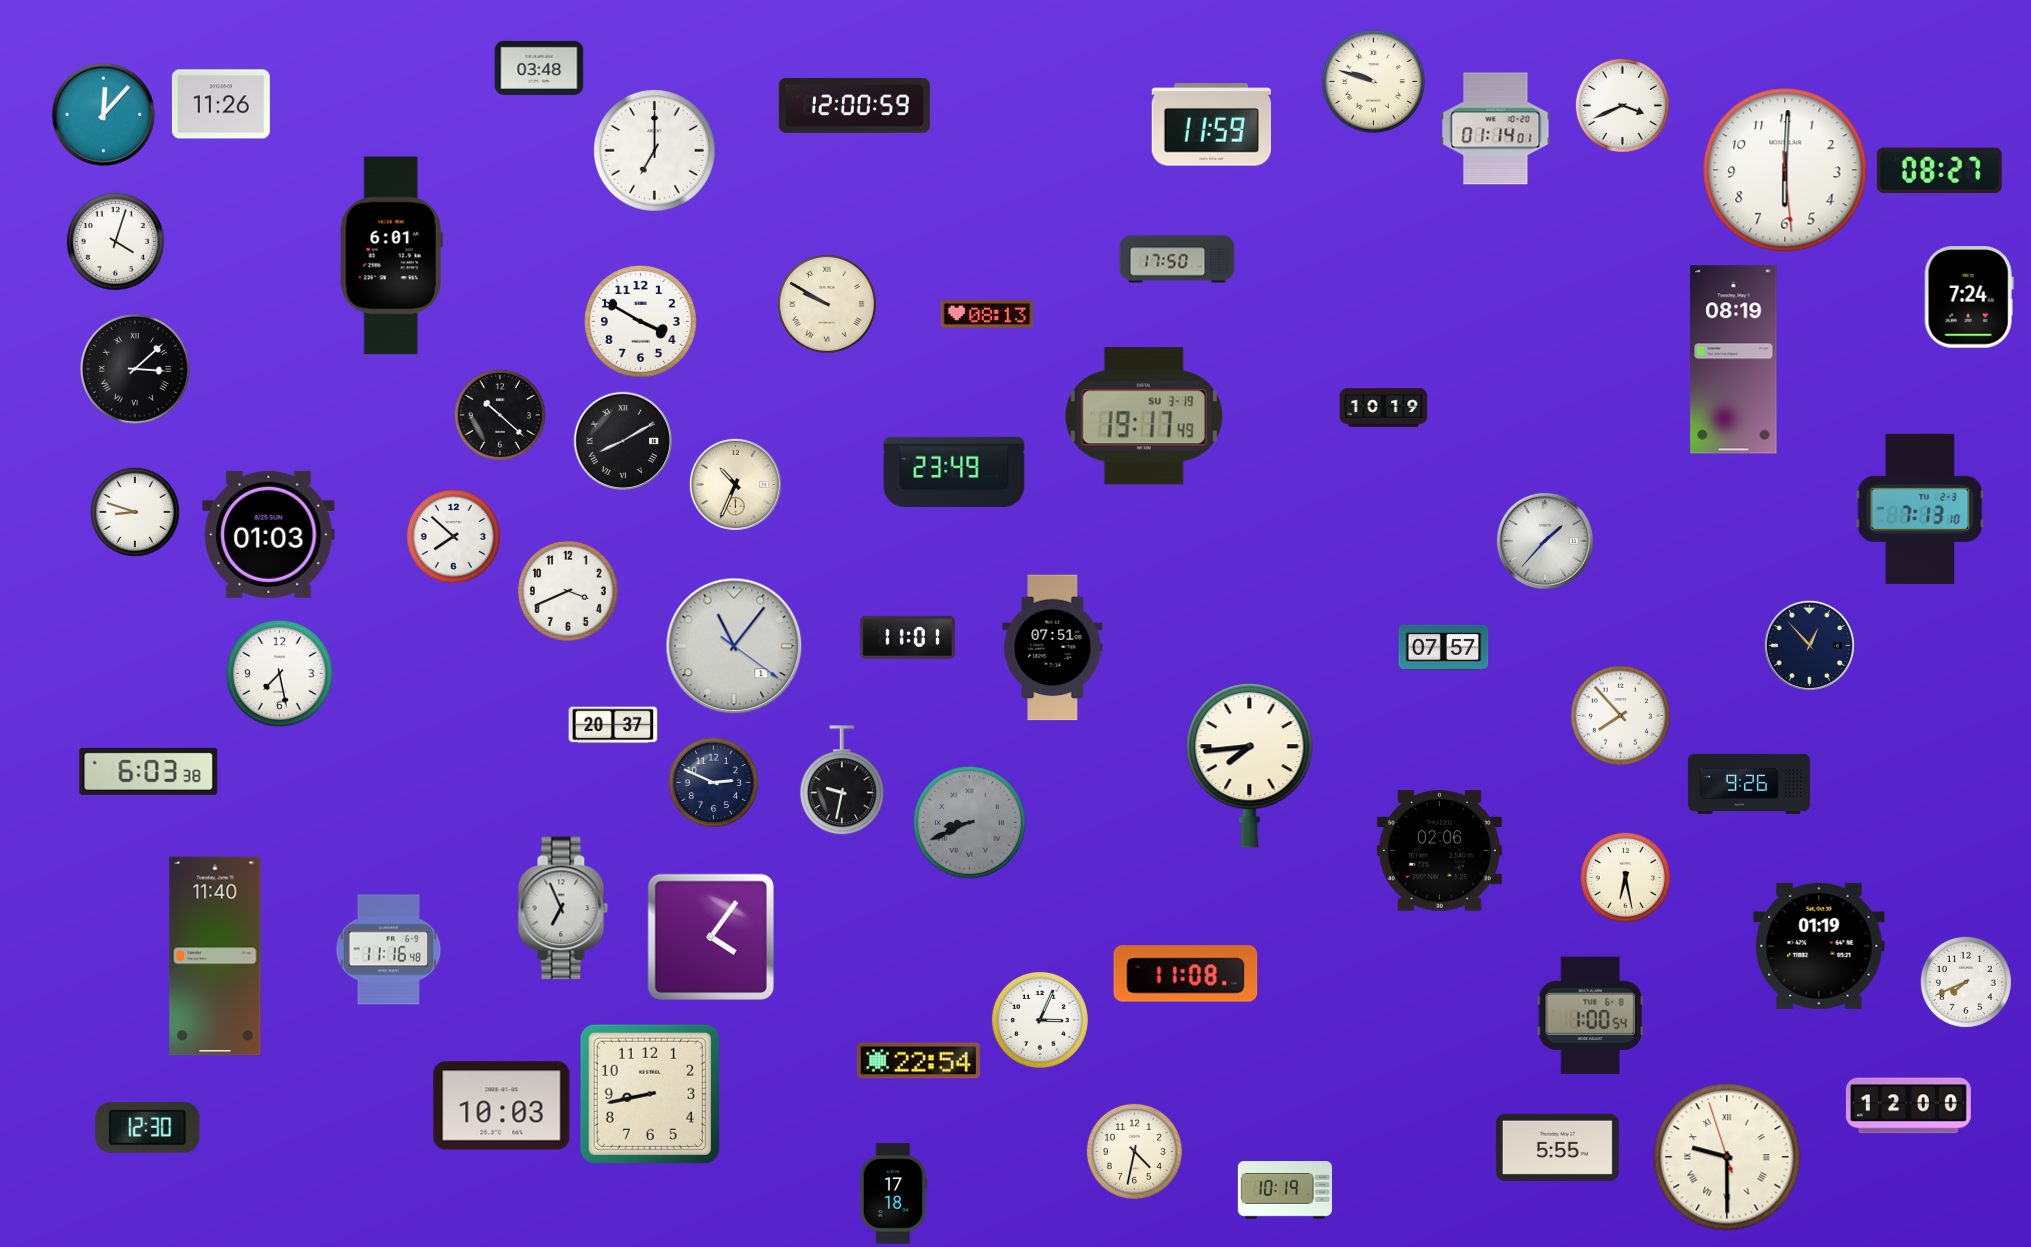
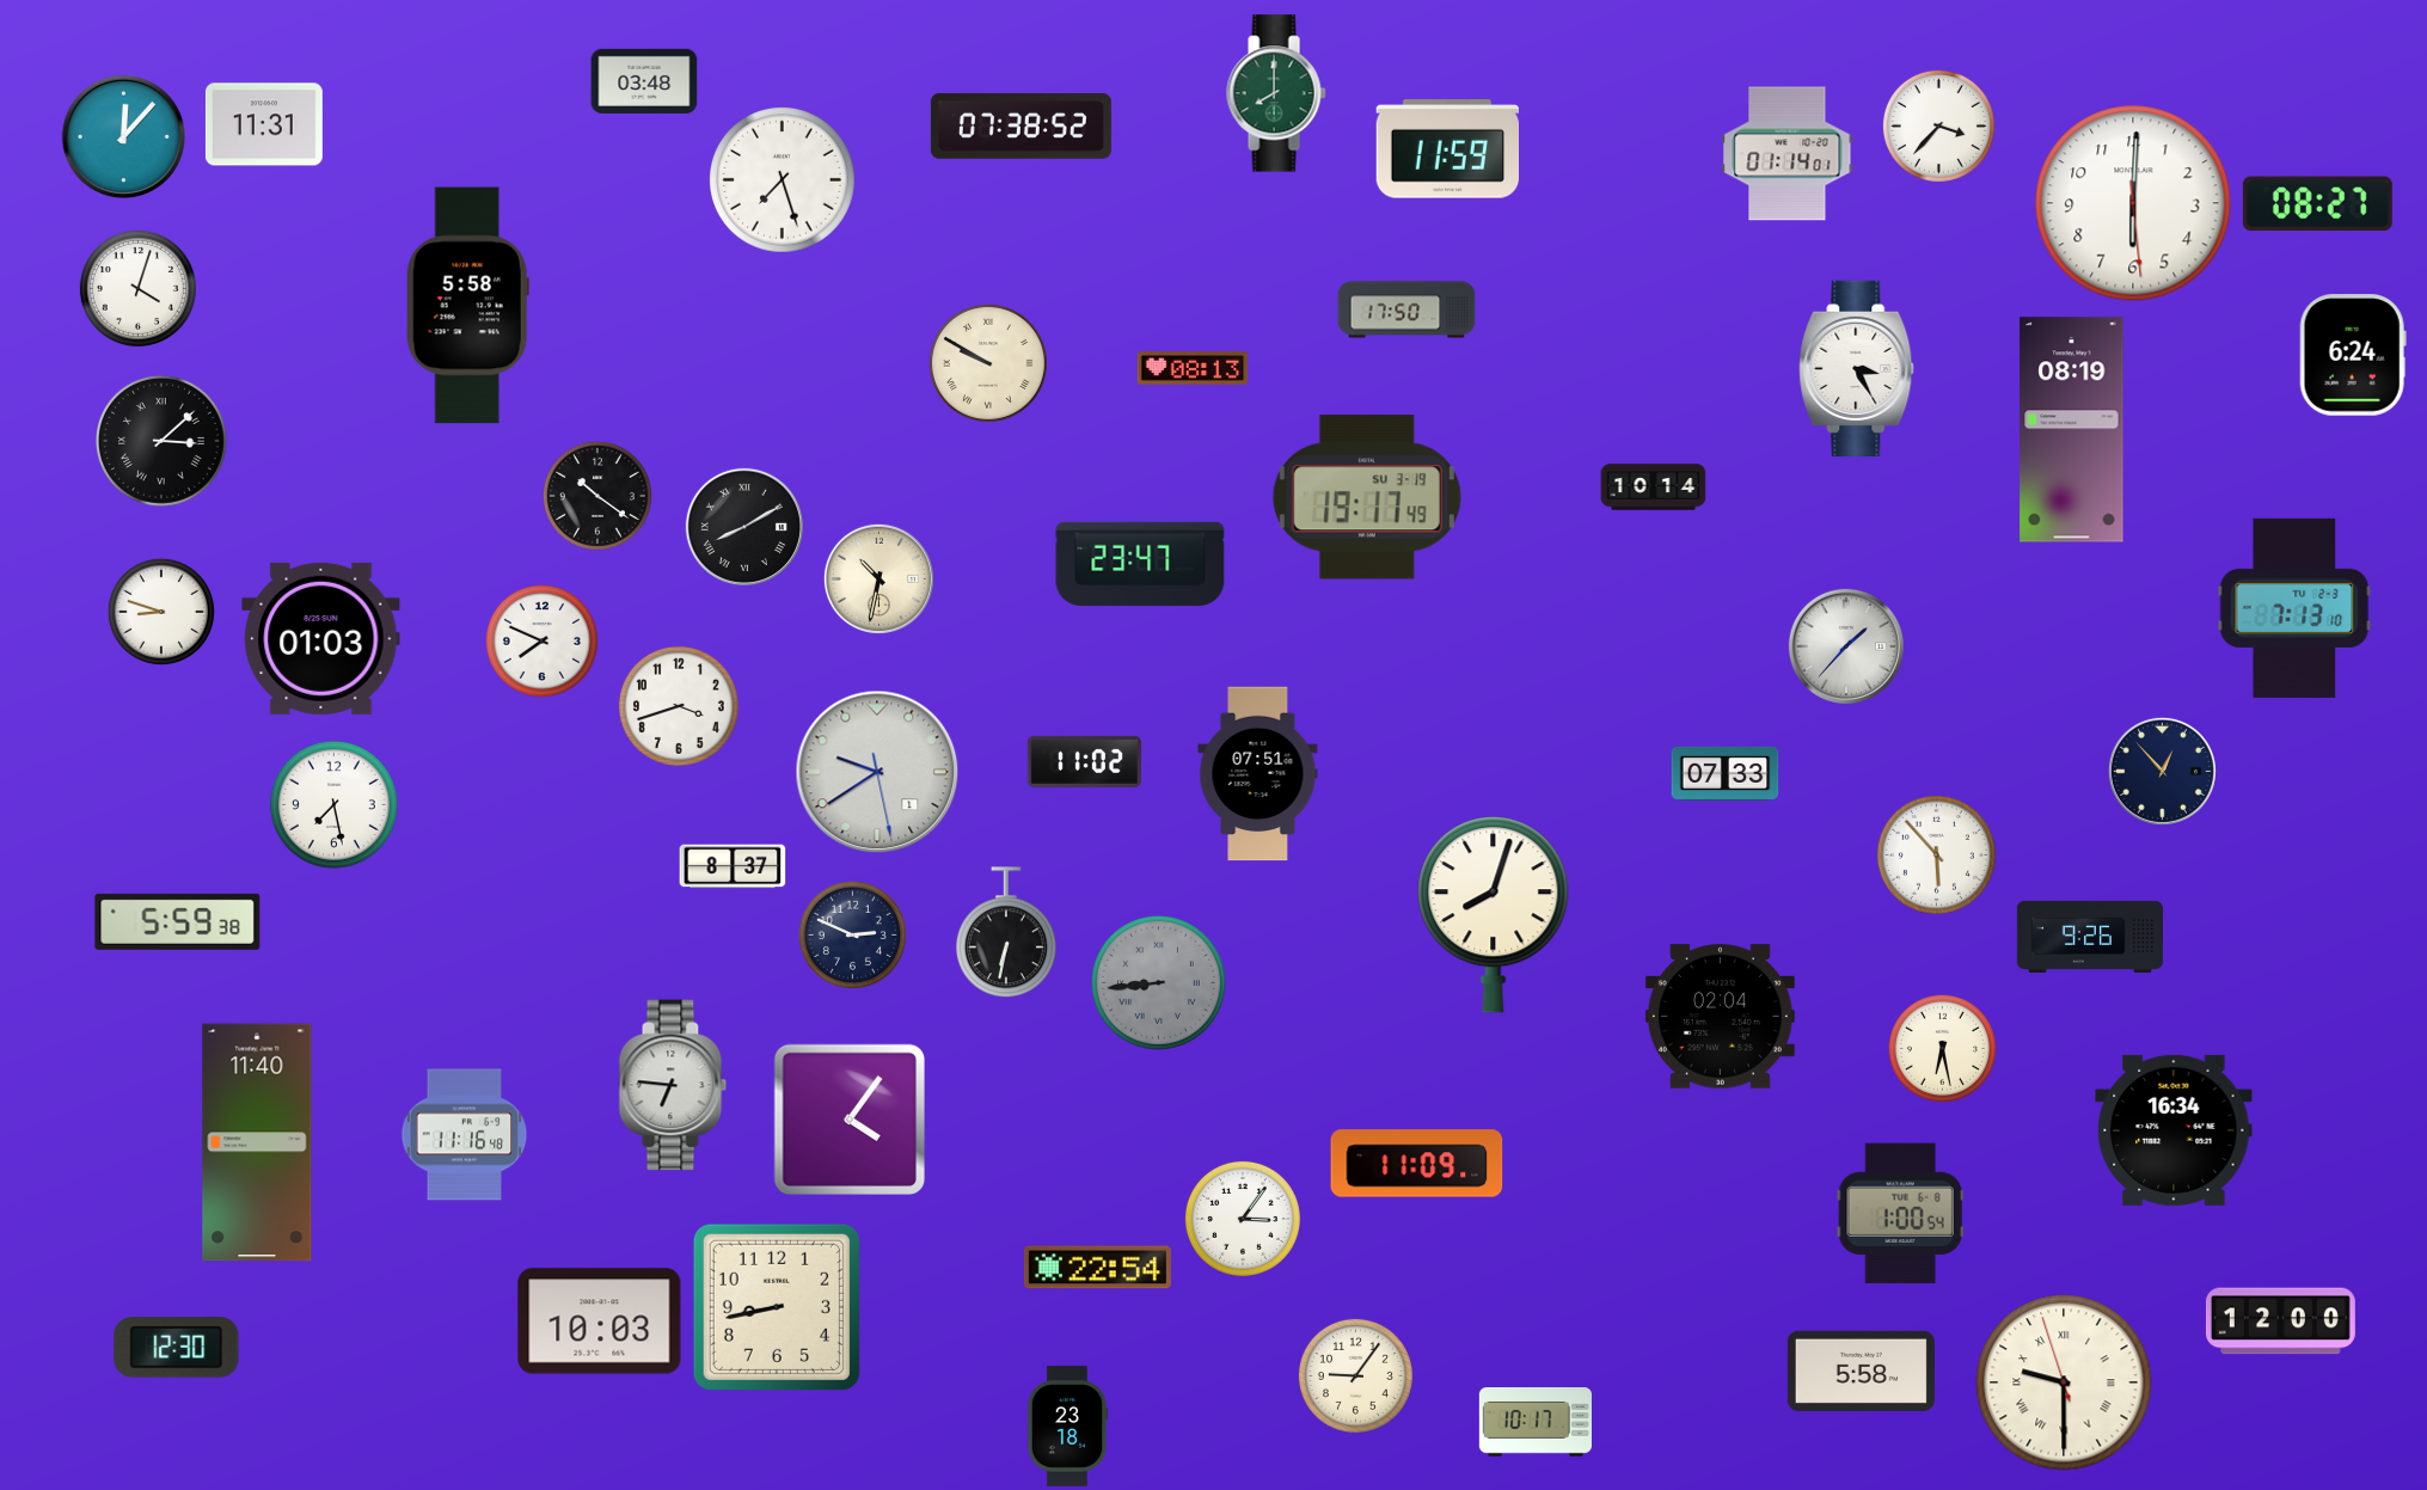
clock at (1276, 93): none -> 8:00
clock at (1373, 81): 9:48 -> none
clock at (221, 104): 11:26 -> 11:31
clock at (854, 105): 12:00 -> 07:38
clock at (1622, 105): 3:41 -> 3:37
clock at (655, 151): 7:00 -> 7:27
clock at (391, 256): 6:01 -> 5:58
clock at (1969, 297): 7:24 -> 6:24
clock at (1857, 368): none -> 3:25
clock at (987, 314) position: (987, 314) -> (1193, 368)
clock at (640, 321): 3:50 -> none
clock at (1384, 408): 10:19 -> 10:14
clock at (500, 415): 10:22 -> 10:21
clock at (954, 472): 23:49 -> 23:47
clock at (735, 484): 10:34 -> 10:32
clock at (453, 536): 7:52 -> 7:49
clock at (568, 591): 3:41 -> 3:42
clock at (907, 637): 11:01 -> 11:02
clock at (734, 646): 11:06 -> 9:39
clock at (1444, 647): 07:57 -> 07:33
clock at (1620, 715): 7:53 -> 5:53
clock at (613, 725): 20:37 -> 8:37
clock at (1250, 766): 7:44 -> 8:03
clock at (149, 771): 6:03 -> 5:59
clock at (842, 781): 9:32 -> 6:32
clock at (969, 822): 8:41 -> 8:44
clock at (1439, 851): 02:06 -> 02:04
clock at (563, 908): 6:56 -> 6:46
clock at (1819, 946): 01:19 -> 16:34
clock at (1186, 974): 11:08 -> 11:09
clock at (1966, 982): 7:41 -> none
clock at (1040, 1020): 3:04 -> 3:06
clock at (1557, 1147): 5:55 -> 5:58
clock at (1134, 1151): 4:32 -> 9:06
clock at (1285, 1191): 10:19 -> 10:17
clock at (893, 1194): 17:18 -> 23:18
